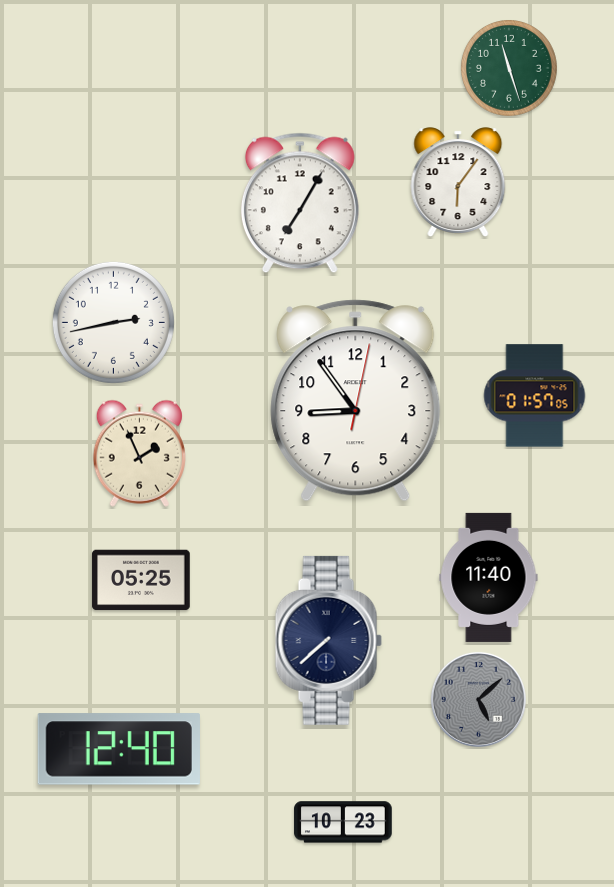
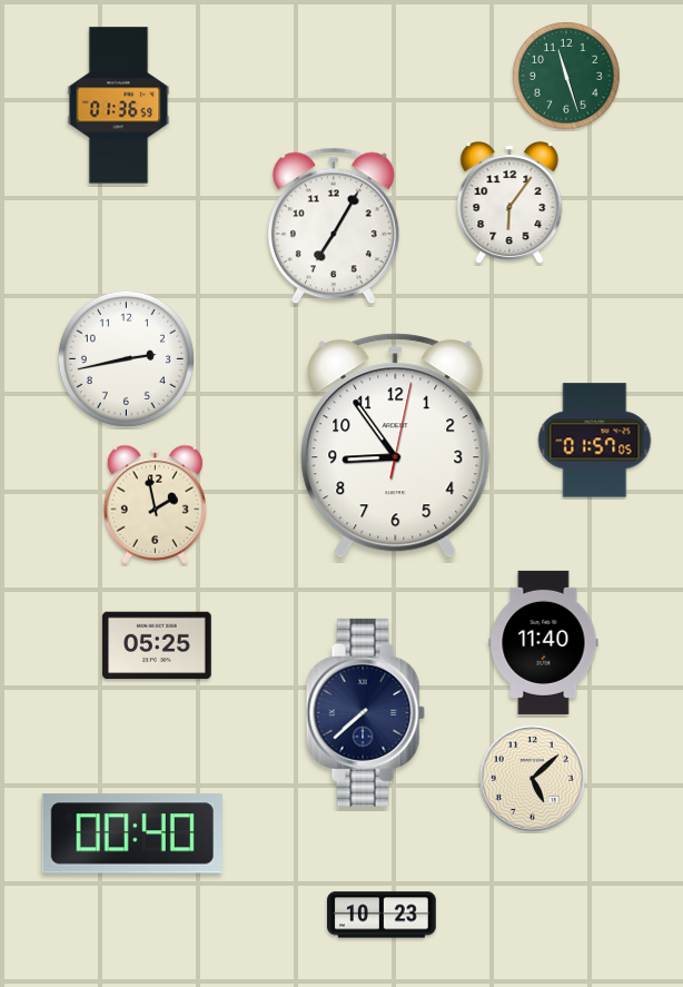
clock at (119, 106): none -> 01:36
clock at (139, 453): 1:56 -> 1:58
clock at (478, 699) dial: grey -> cream
clock at (119, 749): 12:40 -> 00:40
